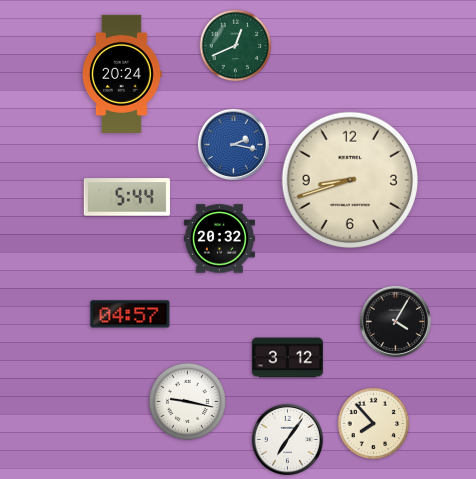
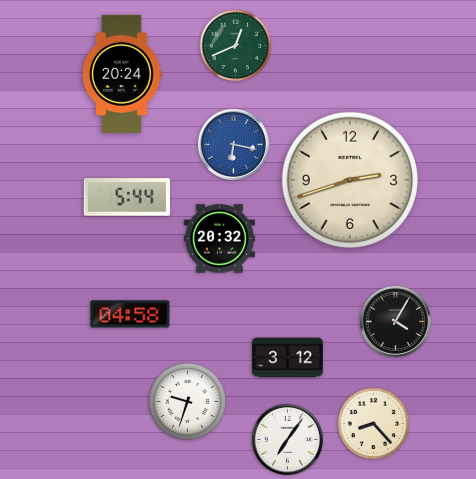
clock at (233, 144): 2:17 -> 6:17
clock at (350, 180): 8:42 -> 2:42
clock at (130, 314): 04:57 -> 04:58
clock at (187, 401): 9:17 -> 9:33
clock at (374, 424): 7:53 -> 8:23
